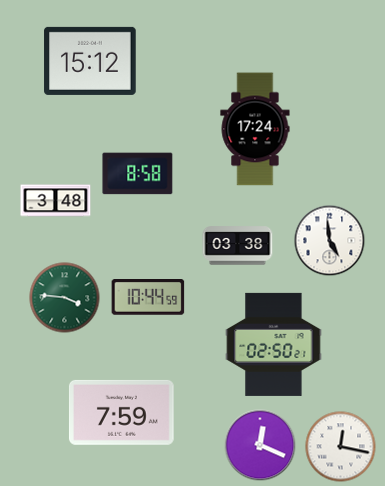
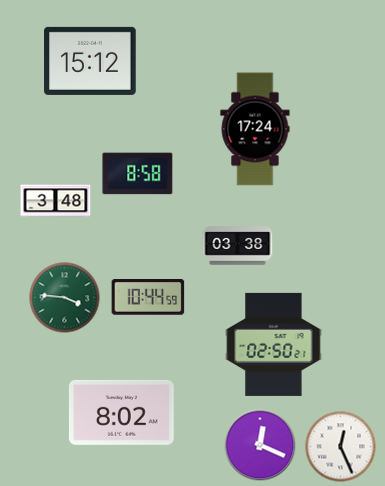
clock at (330, 241): 4:59 -> none
clock at (121, 412): 7:59 -> 8:02
clock at (341, 447): 12:17 -> 12:26
